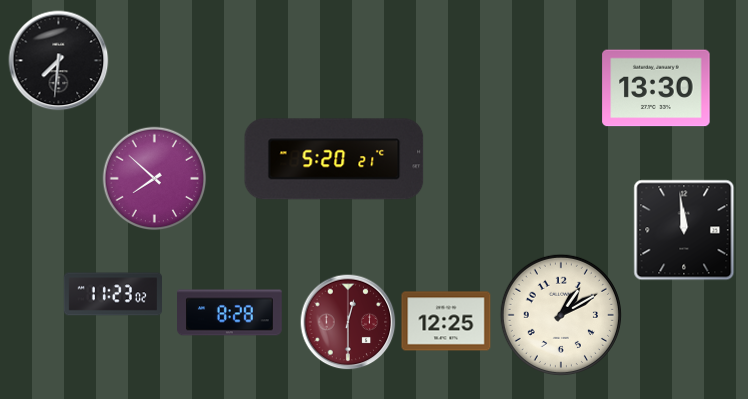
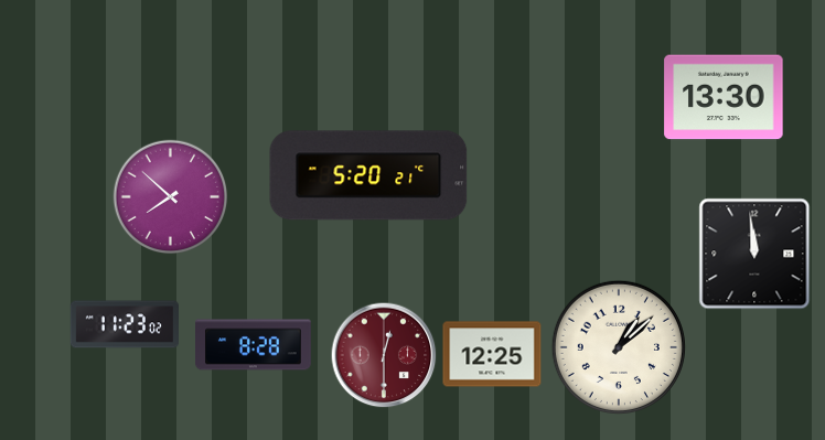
clock at (59, 61): 7:31 -> none
clock at (561, 315): 1:10 -> 1:08
